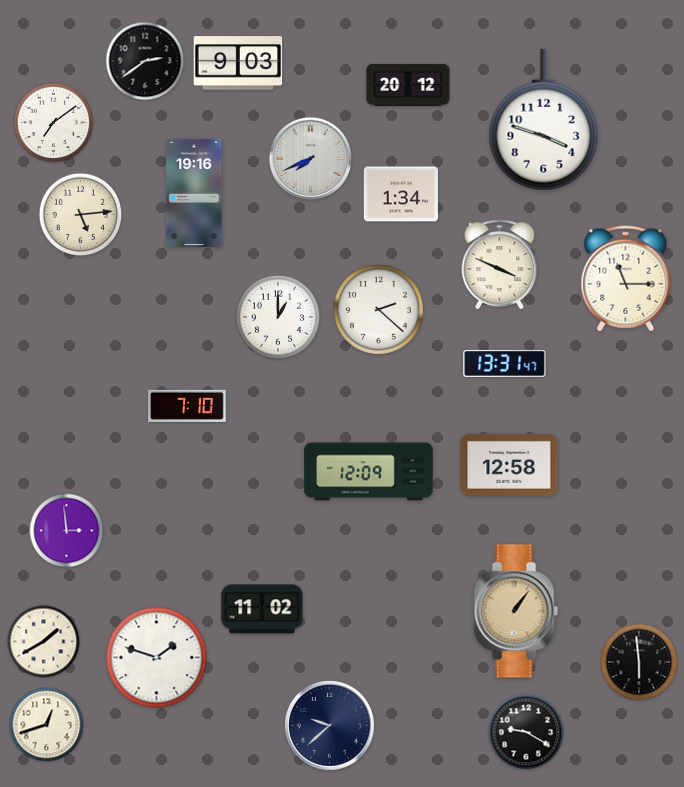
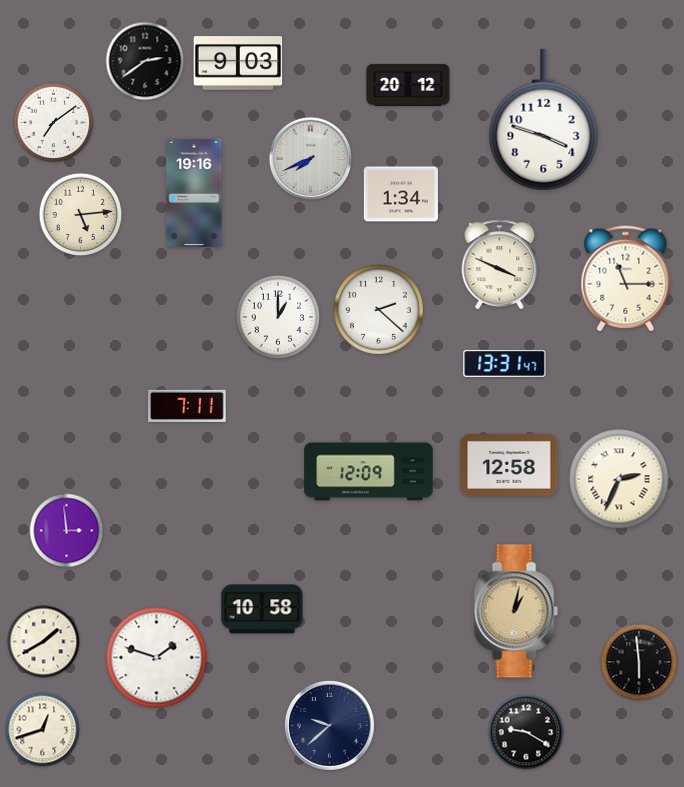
clock at (187, 406): 7:10 -> 7:11
clock at (619, 479): none -> 2:34
clock at (262, 609): 11:02 -> 10:58
clock at (516, 611): 1:06 -> 1:02
clock at (47, 725) position: (47, 725) -> (43, 730)
